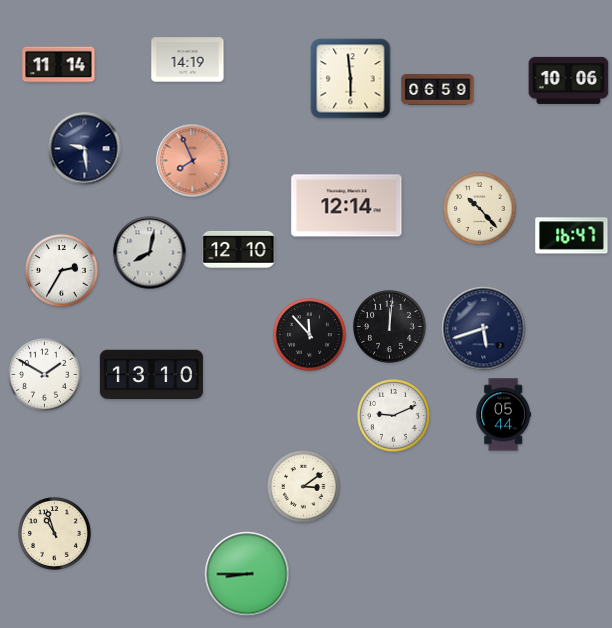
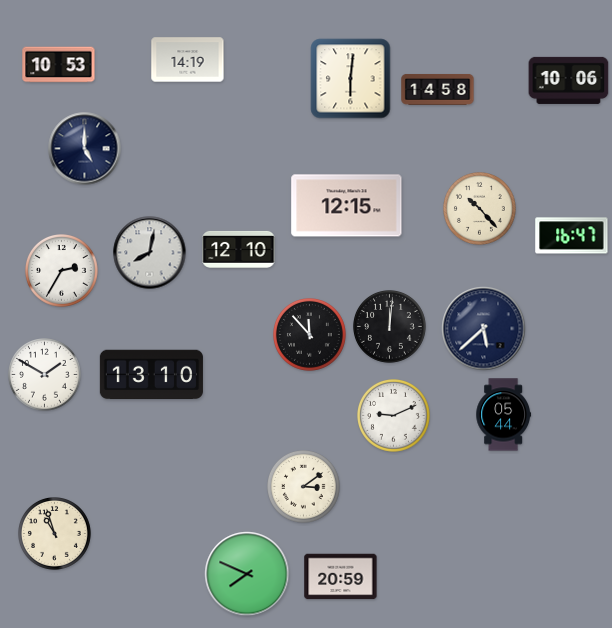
clock at (59, 65): 11:14 -> 10:53
clock at (351, 79): 5:59 -> 6:01
clock at (438, 89): 06:59 -> 14:58
clock at (85, 149): 9:29 -> 5:00
clock at (193, 161): 7:56 -> none
clock at (347, 206): 12:14 -> 12:15
clock at (484, 329): 5:42 -> 5:38
clock at (247, 574): 8:45 -> 7:49
clock at (341, 577): none -> 20:59
